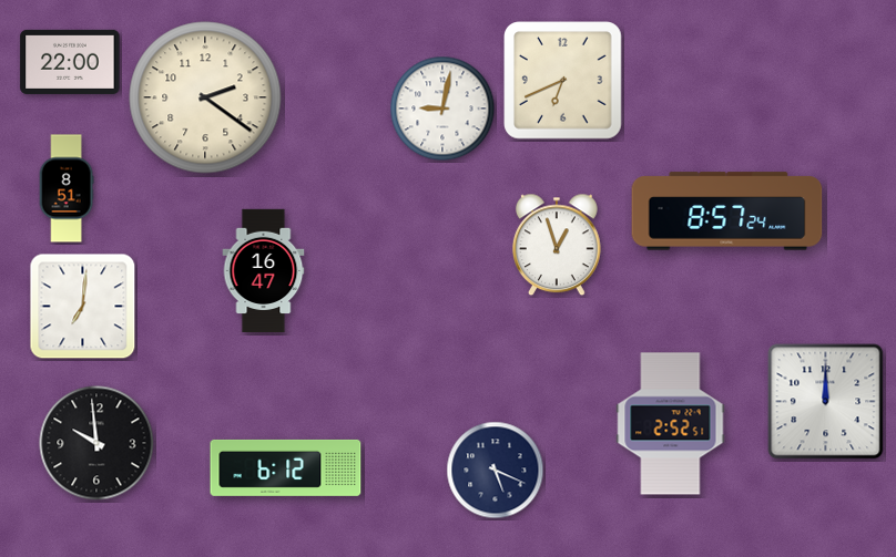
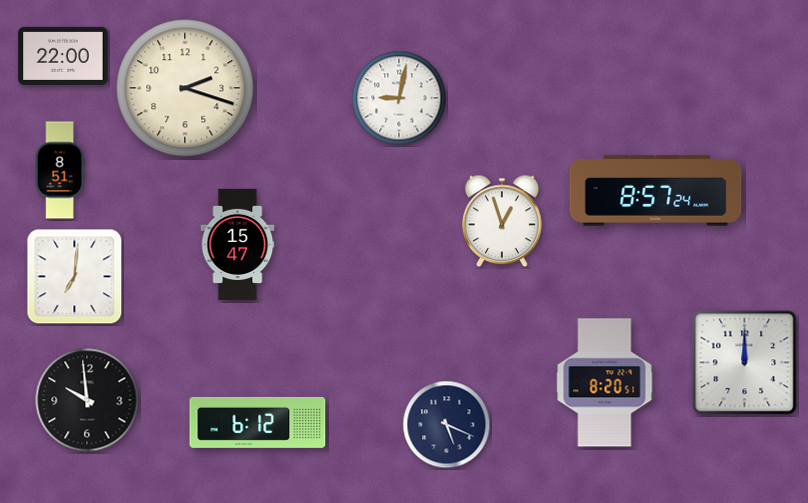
clock at (563, 81): 6:41 -> none
clock at (205, 97): 2:21 -> 2:18
clock at (264, 271): 16:47 -> 15:47
clock at (671, 424): 2:52 -> 8:20
